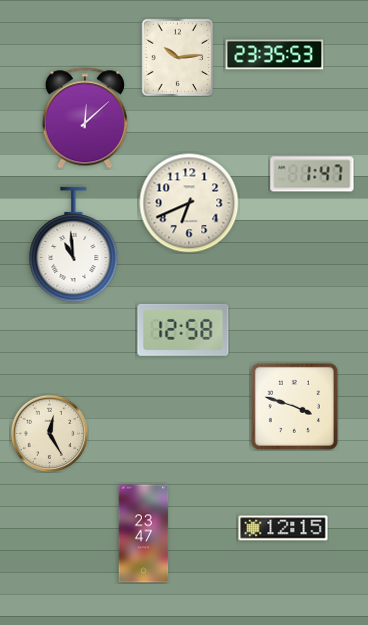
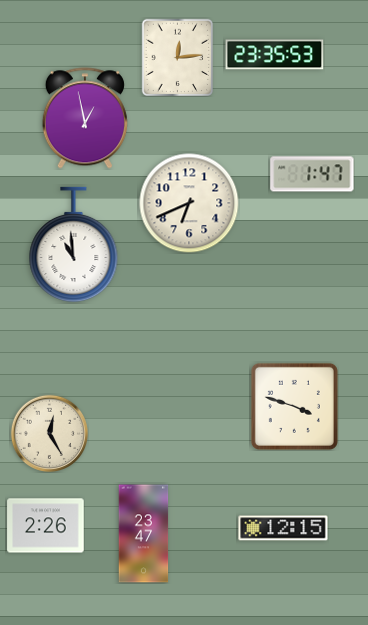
clock at (178, 57): 10:14 -> 12:14
clock at (85, 118): 12:08 -> 12:58
clock at (183, 330): 12:58 -> none
clock at (46, 526): none -> 2:26
